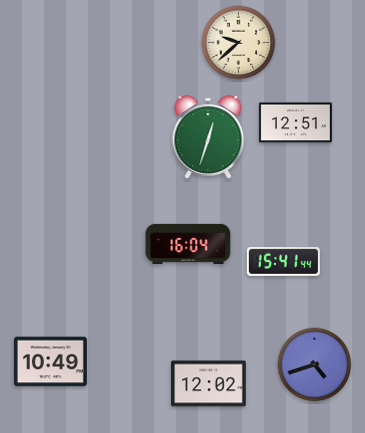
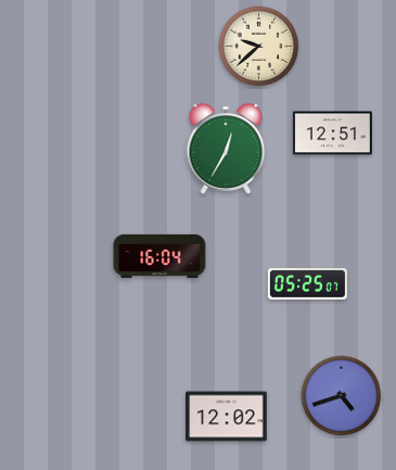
clock at (295, 123) position: (295, 123) -> (332, 134)
clock at (208, 137): 12:33 -> 12:35
clock at (188, 244) position: (188, 244) -> (159, 256)
clock at (283, 262): 15:41 -> 05:25
clock at (50, 362): 10:49 -> none
